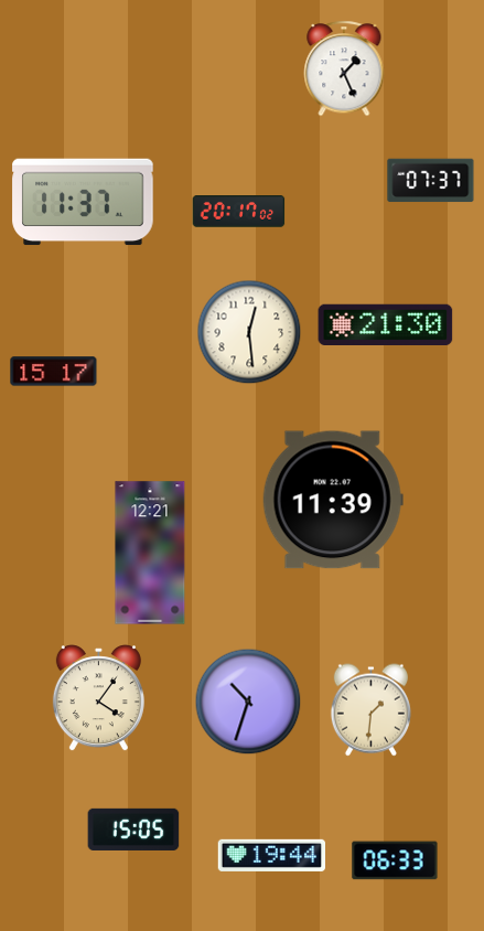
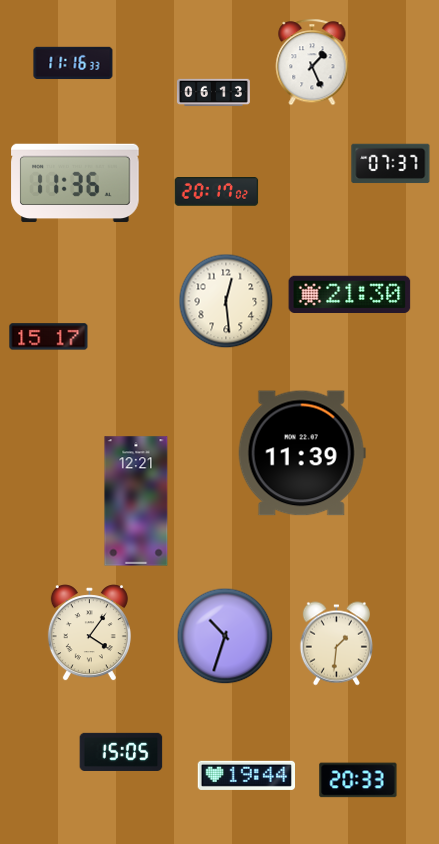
clock at (73, 63): none -> 11:16
clock at (213, 93): none -> 06:13
clock at (83, 202): 11:37 -> 11:36
clock at (395, 860): 06:33 -> 20:33
